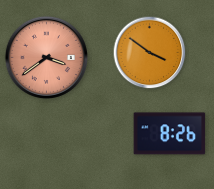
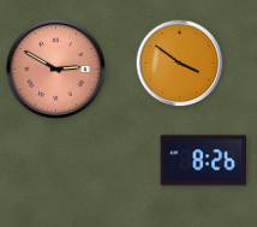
clock at (46, 57): 3:39 -> 2:50
